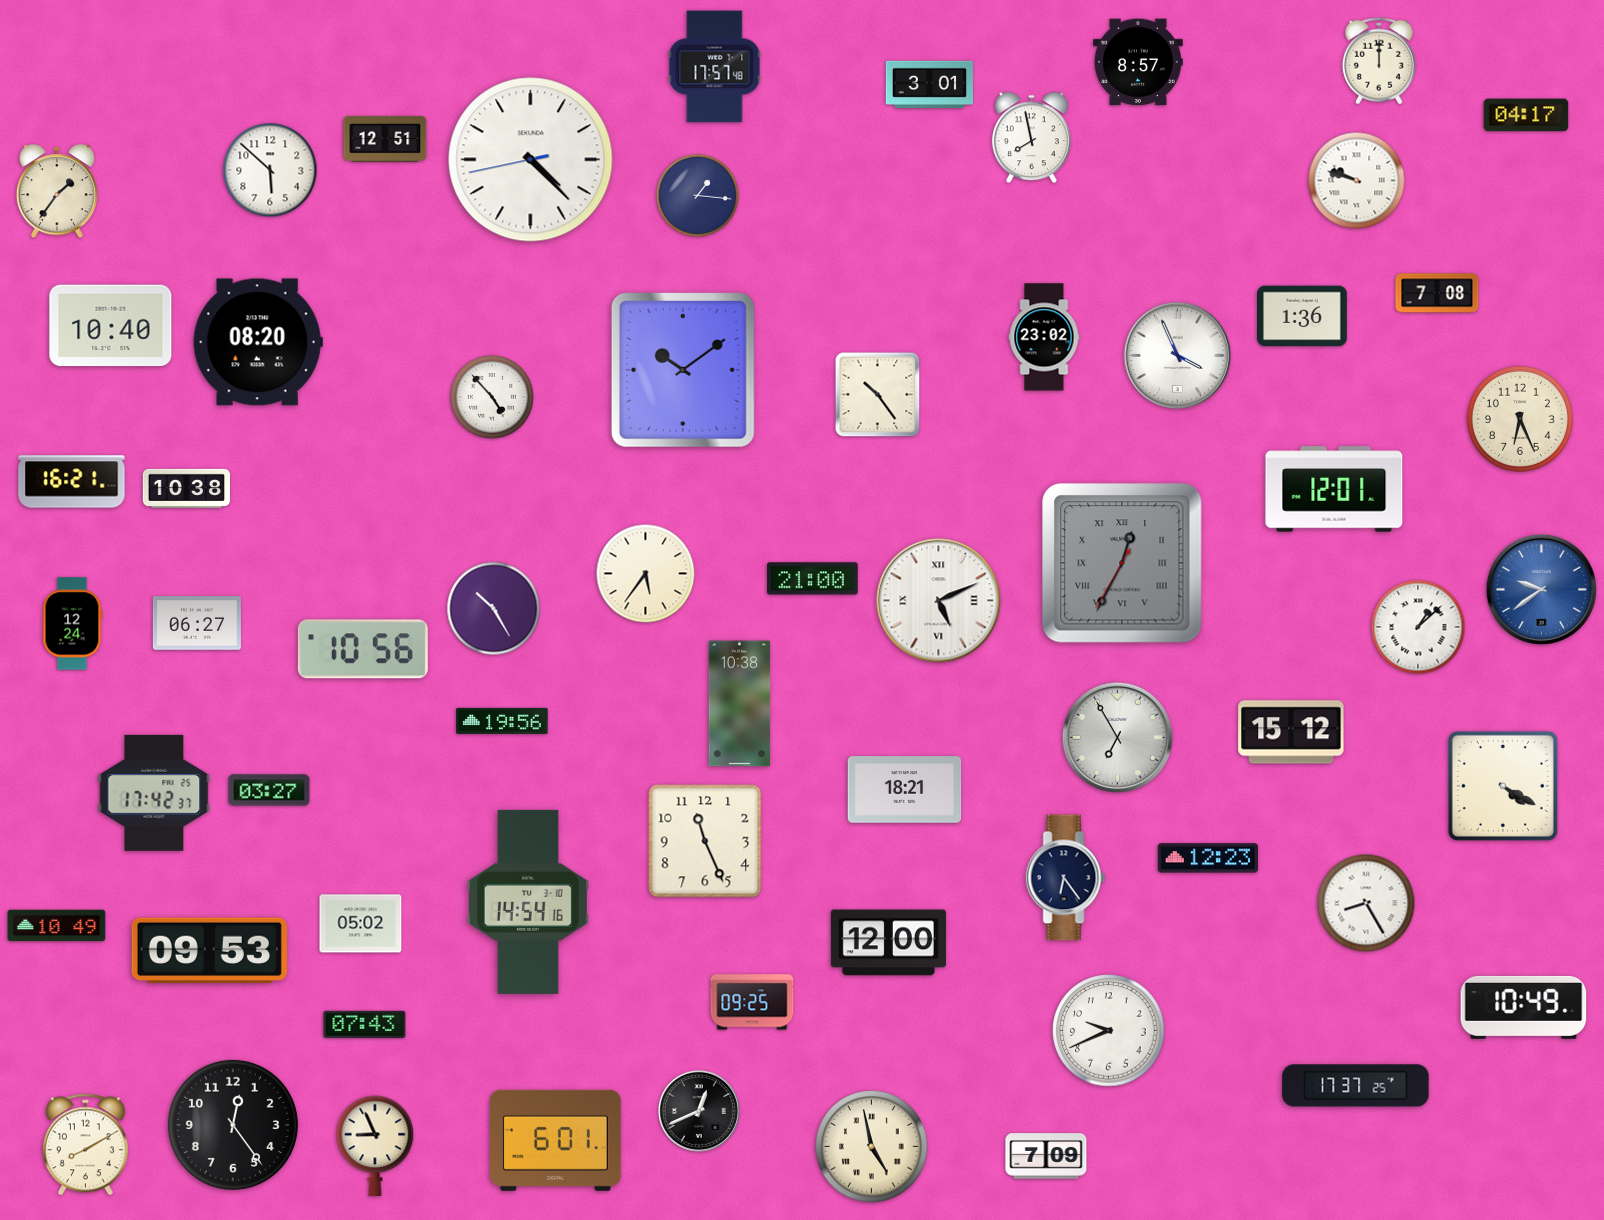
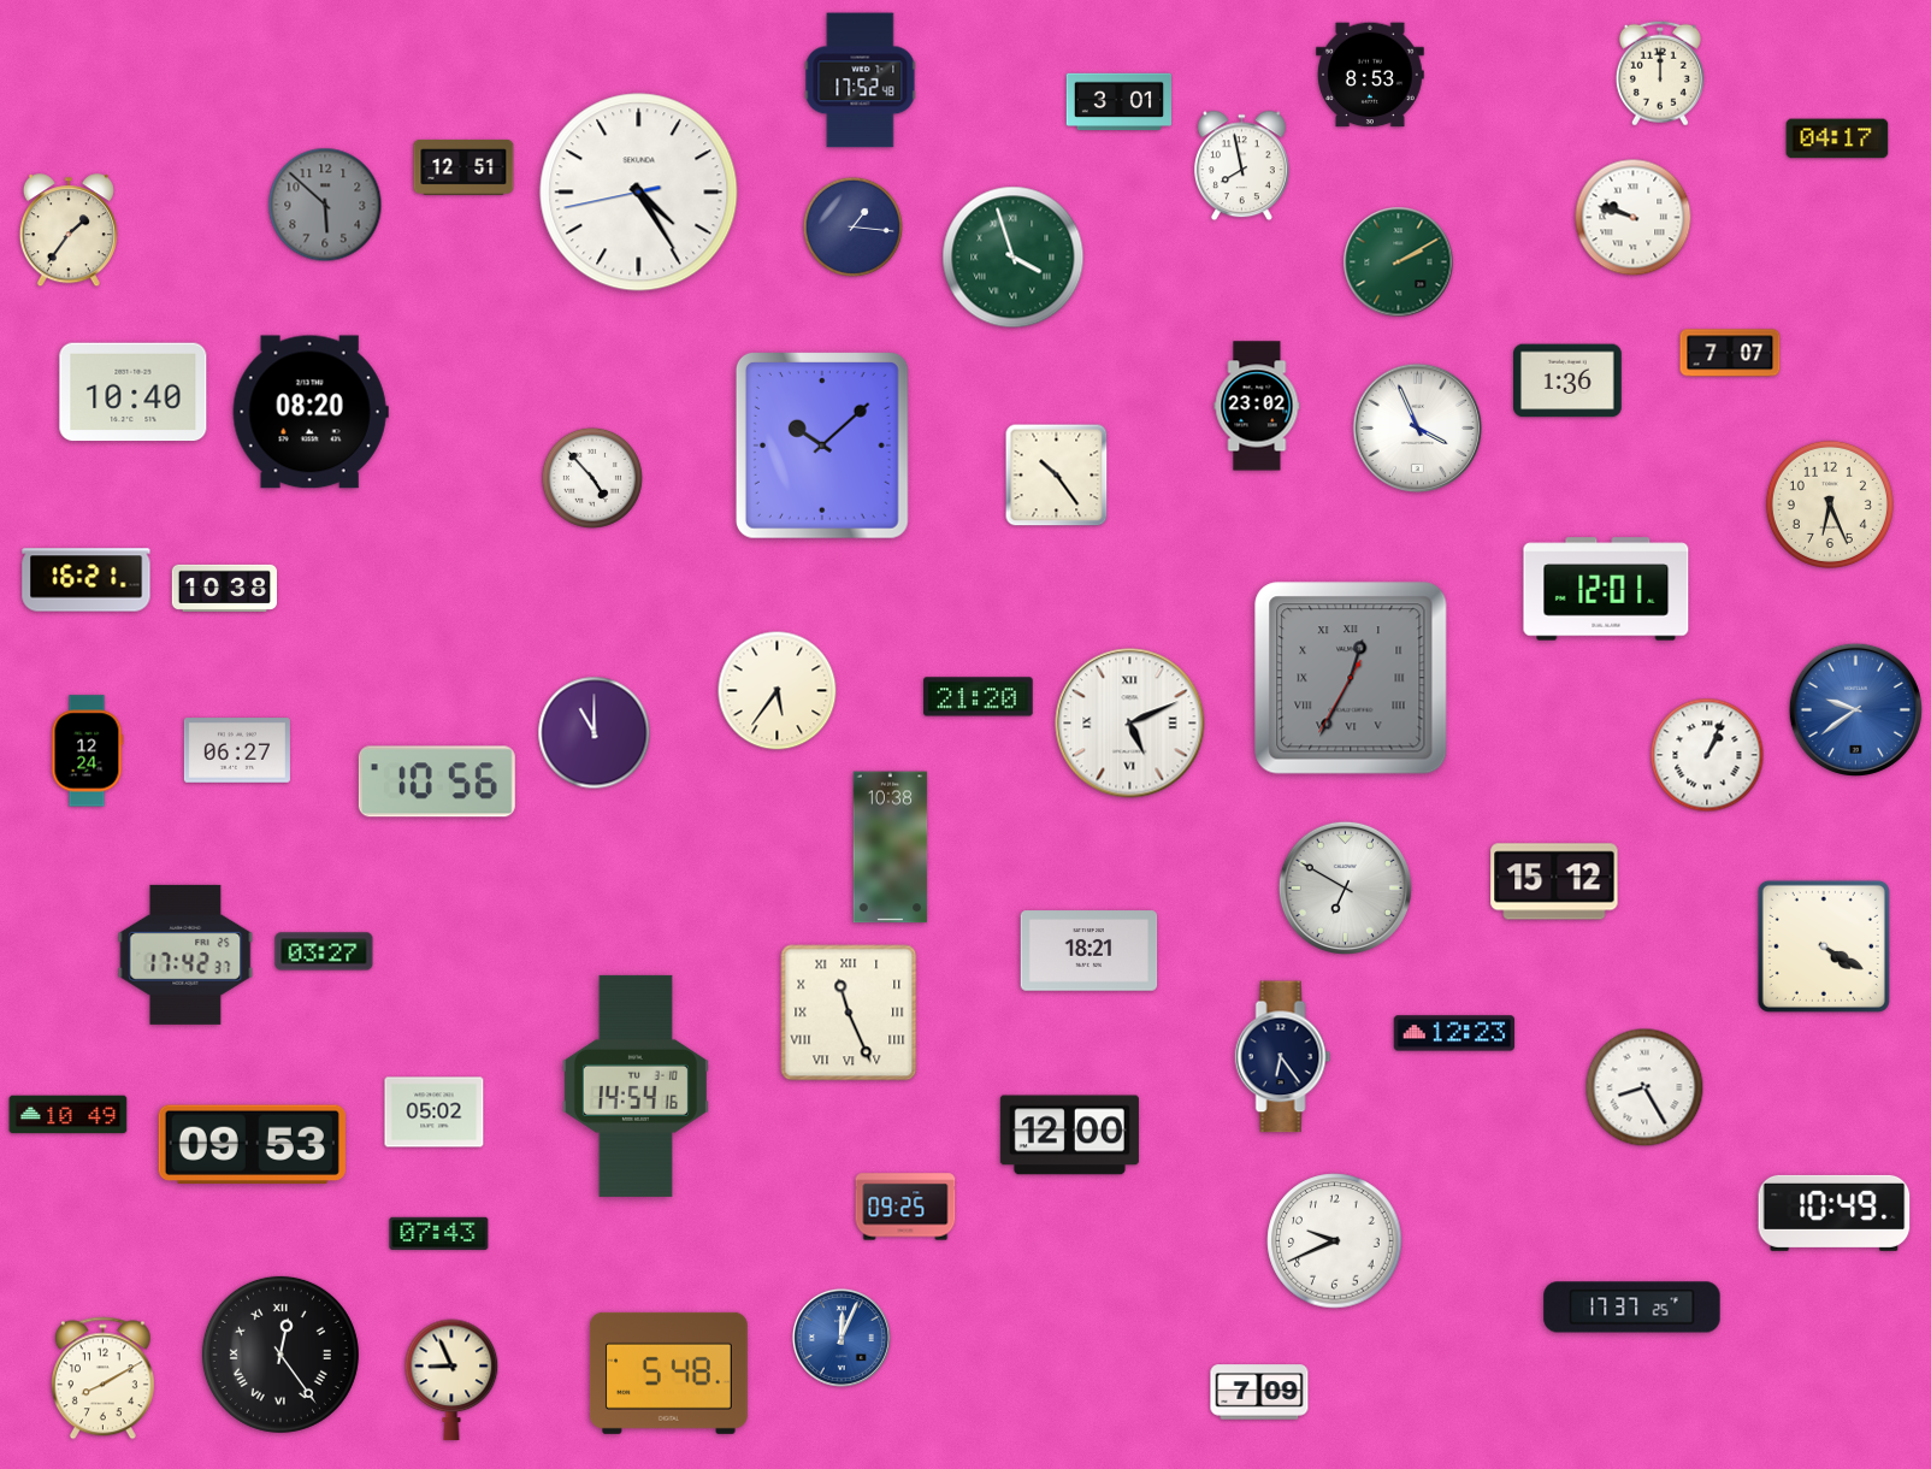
clock at (1139, 62): 8:57 -> 8:53
clock at (715, 67): 17:57 -> 17:52
clock at (531, 160): 4:22 -> 4:24
clock at (270, 170) dial: white -> grey
clock at (697, 195) position: (697, 195) -> (852, 226)
clock at (1014, 258): none -> 3:57
clock at (1399, 262): none -> 2:10
clock at (1437, 293): 7:08 -> 7:07
clock at (683, 370): 10:09 -> 10:08
clock at (813, 579): 21:00 -> 21:20
clock at (494, 609): 10:25 -> 11:00
clock at (1418, 627): 1:08 -> 1:04
clock at (502, 721): 19:56 -> none
clock at (1117, 737): 6:55 -> 6:50
clock at (1503, 786) position: (1503, 786) -> (1824, 946)
clock at (705, 841) numerals: Arabic -> Roman
clock at (699, 1111): 12:41 -> 12:04
clock at (699, 1111) dial: black -> blue
clock at (233, 1125) numerals: Arabic -> Roman
clock at (555, 1140): 6:01 -> 5:48
clock at (872, 1147): 4:58 -> none
